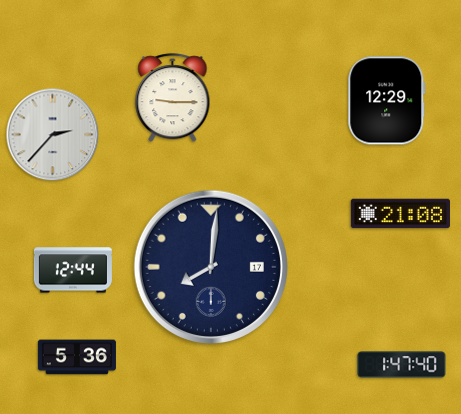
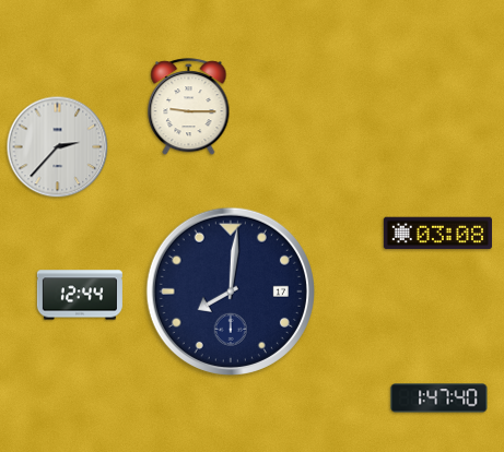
clock at (387, 101): 12:29 -> none
clock at (400, 214): 21:08 -> 03:08
clock at (77, 357): 5:36 -> none
